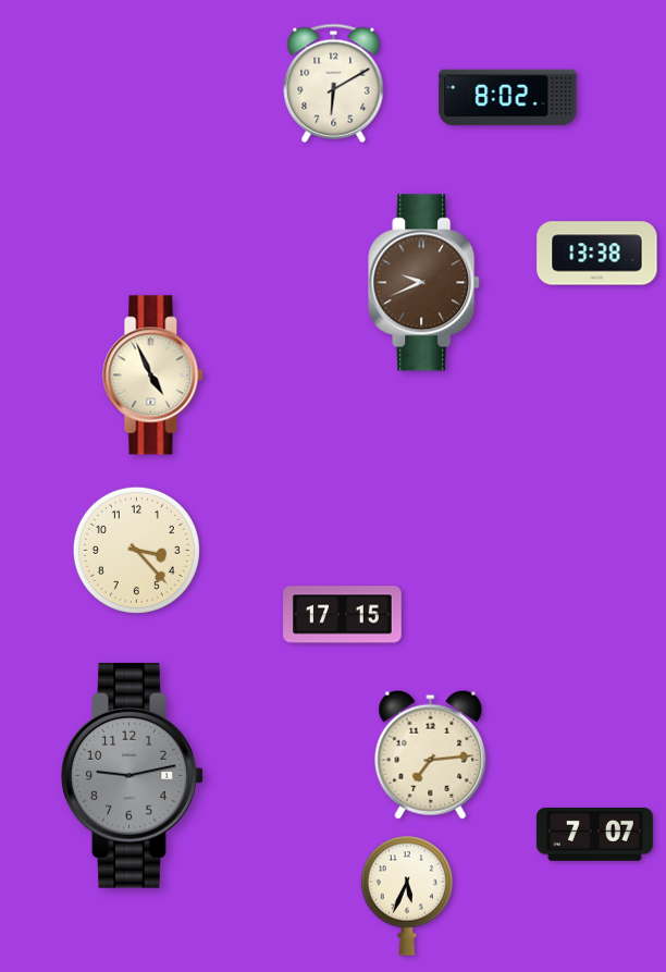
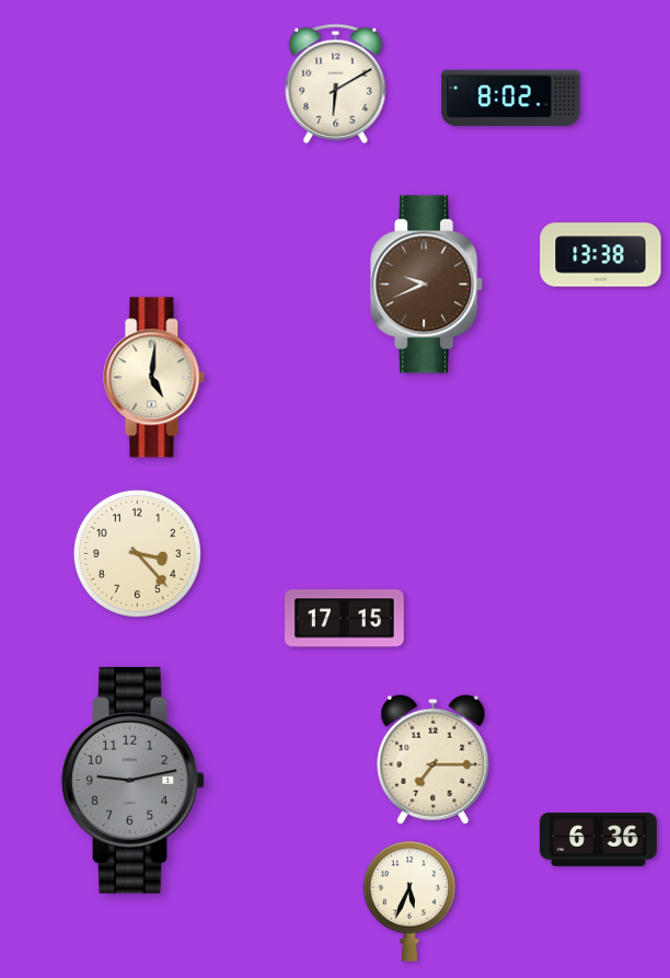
clock at (153, 376): 4:56 -> 5:01
clock at (431, 754): 7:14 -> 7:15
clock at (594, 835): 7:07 -> 6:36
